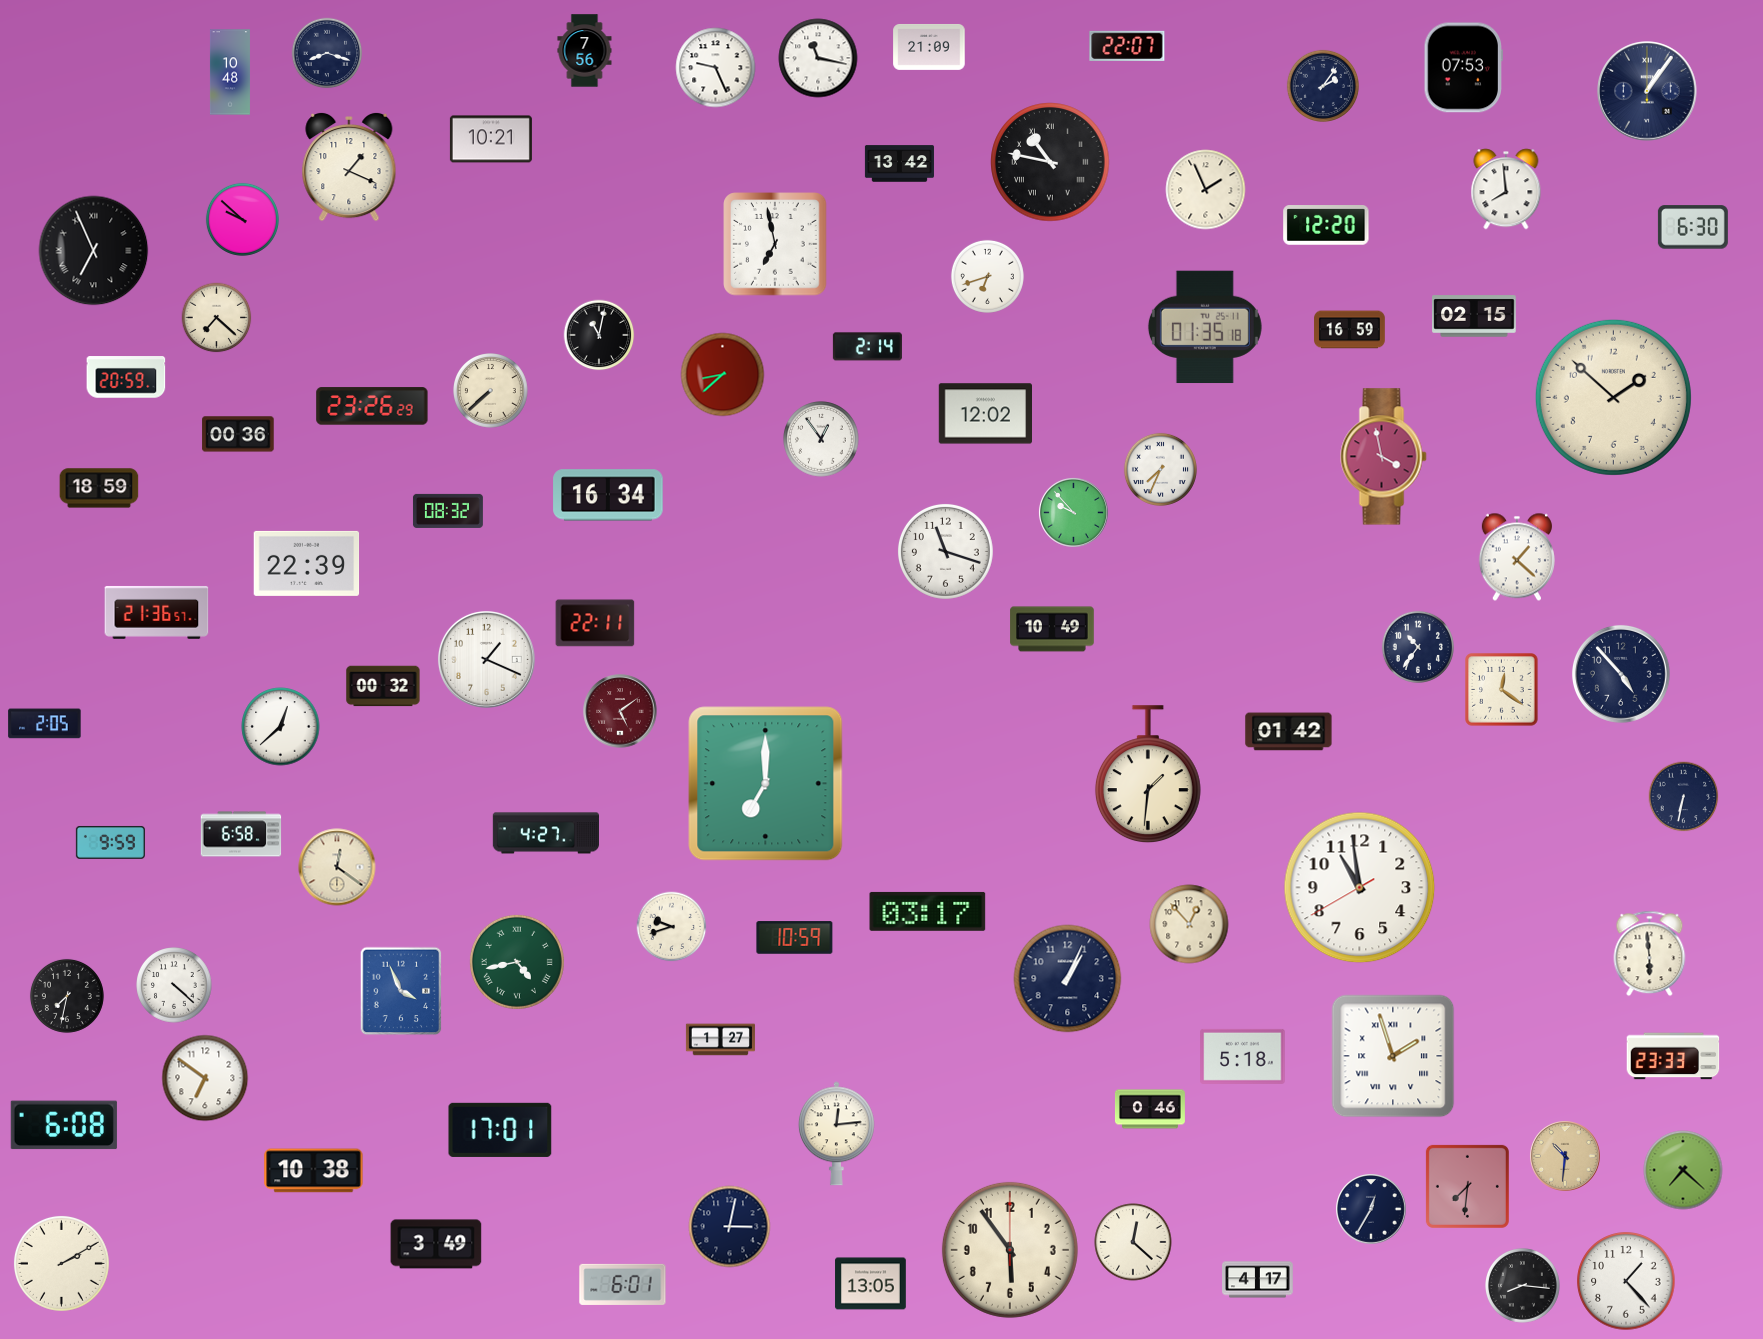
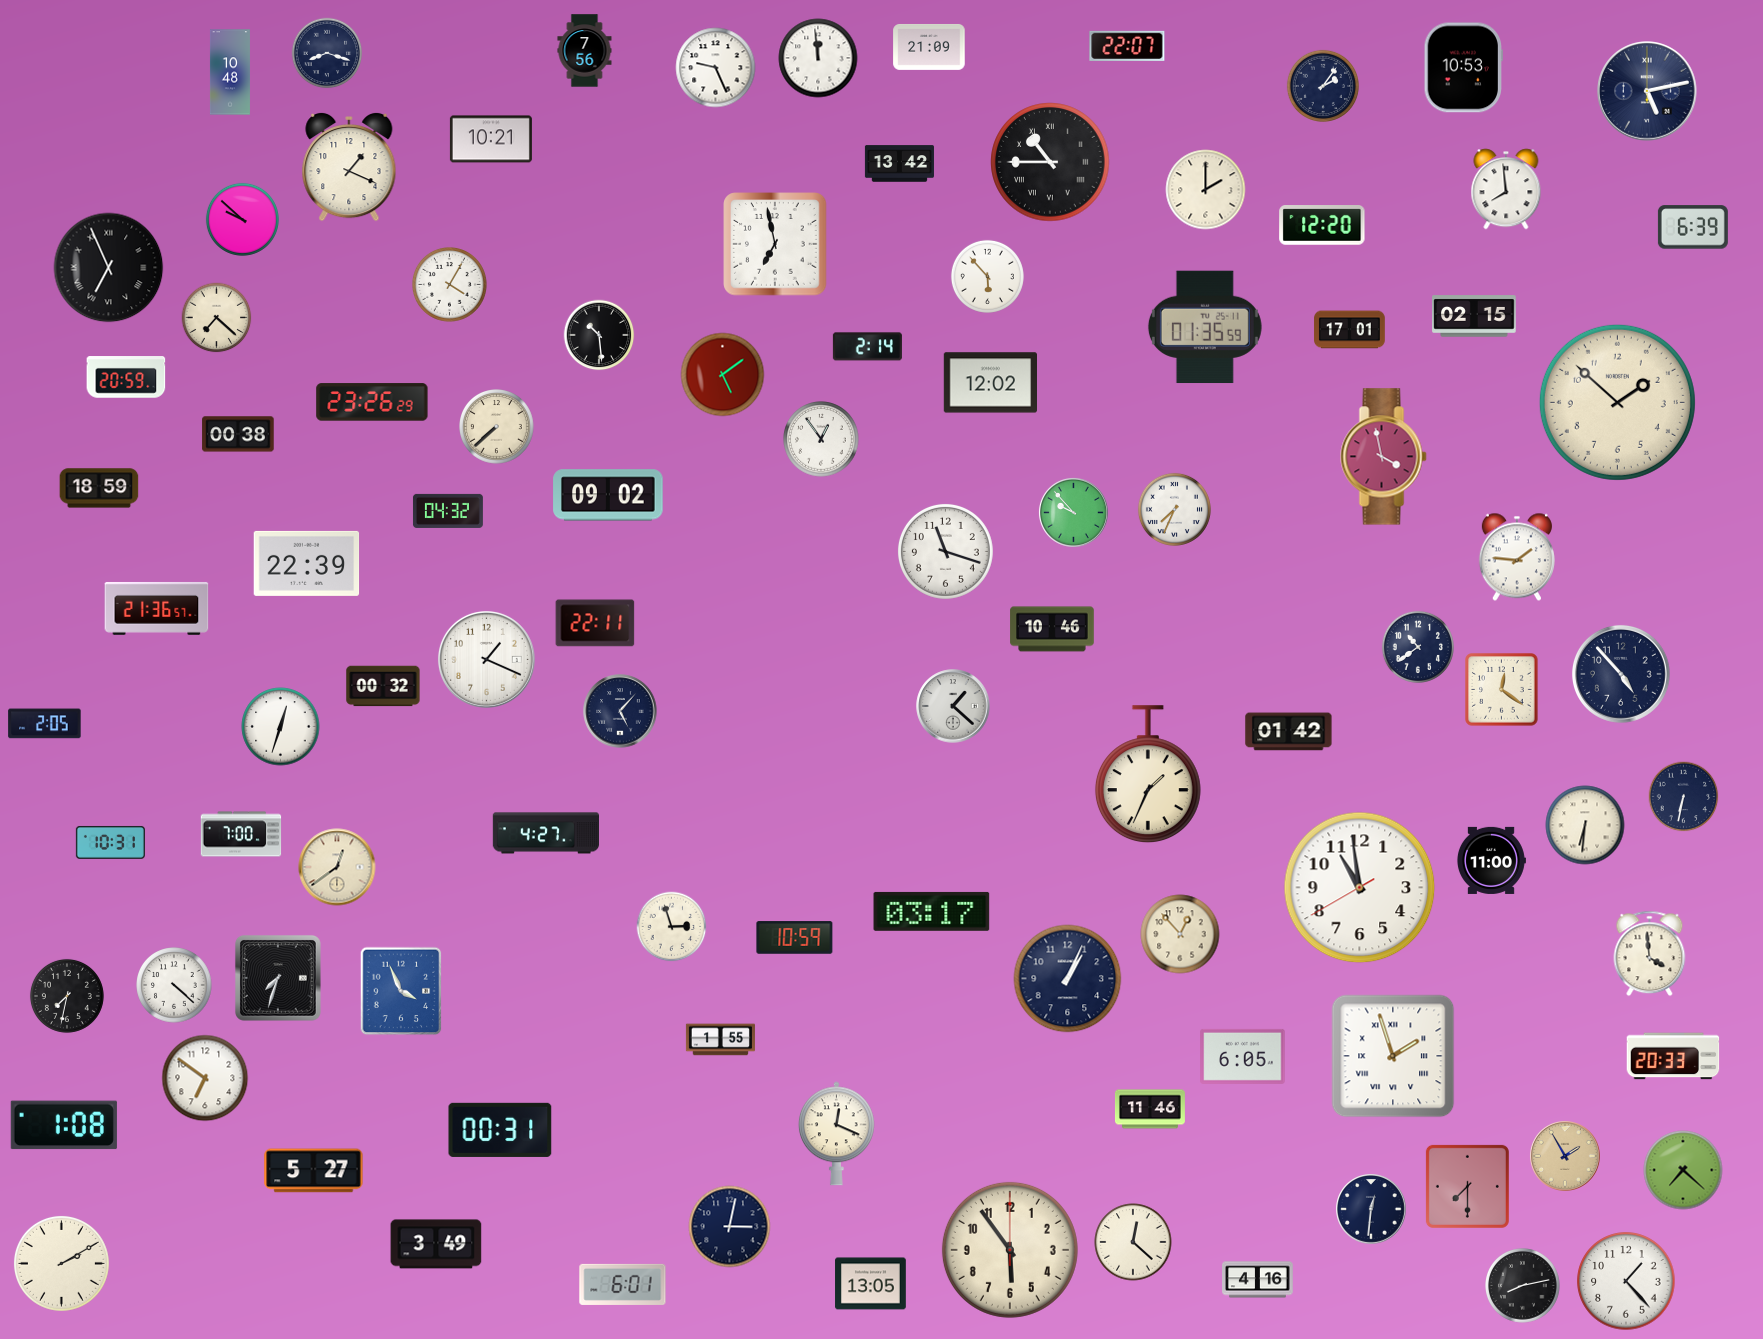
clock at (818, 58): 11:17 -> 11:59
clock at (1463, 68): 07:53 -> 10:53
clock at (1647, 91): 1:06 -> 5:13
clock at (1050, 162): 10:47 -> 10:45
clock at (1206, 190): 1:56 -> 2:00
clock at (1326, 226) position: (1326, 226) -> (1322, 226)
clock at (1693, 227): 6:30 -> 6:39
clock at (94, 251) position: (94, 251) -> (109, 268)
clock at (987, 276): 6:42 -> 5:53
clock at (450, 285): none -> 4:05
clock at (1205, 327): 01:35:18 -> 01:35:59
clock at (1350, 330): 16:59 -> 17:01
clock at (599, 335): 11:02 -> 10:29
clock at (723, 375): 8:38 -> 5:09
clock at (491, 391) position: (491, 391) -> (497, 427)
clock at (1613, 397) position: (1613, 397) -> (1617, 402)
clock at (372, 406) position: (372, 406) -> (372, 402)
clock at (985, 414) position: (985, 414) -> (990, 383)
clock at (238, 434): 00:36 -> 00:38
clock at (1160, 469) position: (1160, 469) -> (1174, 509)
clock at (608, 495): 16:34 -> 09:02
clock at (448, 511): 08:32 -> 04:32
clock at (1517, 557): 1:22 -> 1:46
clock at (157, 612) position: (157, 612) -> (157, 608)
clock at (1052, 629): 10:49 -> 10:46
clock at (1418, 647): 10:36 -> 10:39
clock at (953, 706): none -> 1:22
clock at (620, 711): 5:09 -> 5:07
clock at (620, 711) dial: burgundy -> navy
clock at (281, 727): 12:38 -> 12:33
clock at (1148, 775): 1:31 -> 1:34
clock at (766, 784): 7:00 -> none
clock at (1585, 825): none -> 6:31
clock at (241, 834): 6:58 -> 7:00
clock at (110, 842): 9:59 -> 10:31
clock at (1491, 860): none -> 11:00
clock at (337, 867): 12:21 -> 12:39
clock at (928, 911) position: (928, 911) -> (932, 911)
clock at (1189, 924) position: (1189, 924) -> (1180, 934)
clock at (672, 927): 9:42 -> 2:57
clock at (1650, 954): 5:59 -> 3:59
clock at (517, 962): 4:43 -> none
clock at (278, 978): none -> 7:33
clock at (720, 1040): 1:27 -> 1:55
clock at (1243, 1056): 5:18 -> 6:05
clock at (1673, 1056): 23:33 -> 20:33
clock at (1150, 1109): 0:46 -> 11:46
clock at (64, 1125): 6:08 -> 1:08
clock at (500, 1130): 17:01 -> 00:31
clock at (836, 1134): 12:14 -> 12:19
clock at (1566, 1157): 10:31 -> 1:55
clock at (314, 1171): 10:38 -> 5:27
clock at (1467, 1186): 7:31 -> 7:30
clock at (1372, 1210): 12:35 -> 12:31
clock at (1258, 1280): 4:17 -> 4:16
clock at (1523, 1286): 8:16 -> 8:13
